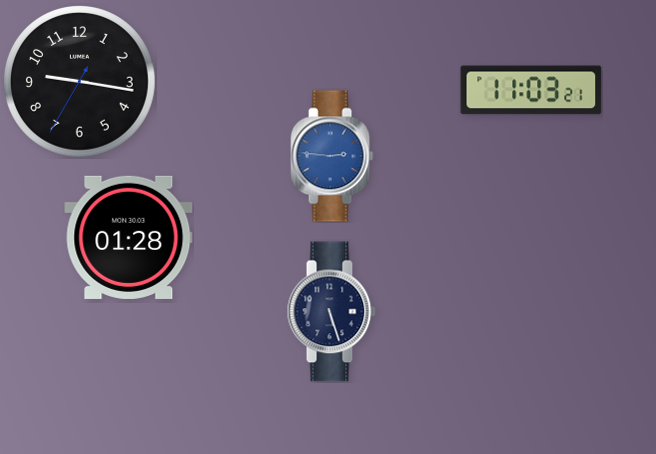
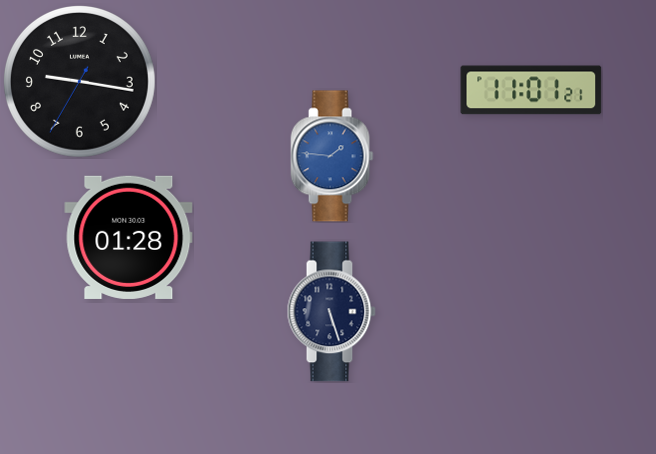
clock at (531, 90): 11:03 -> 11:01
clock at (332, 156): 2:46 -> 1:46
